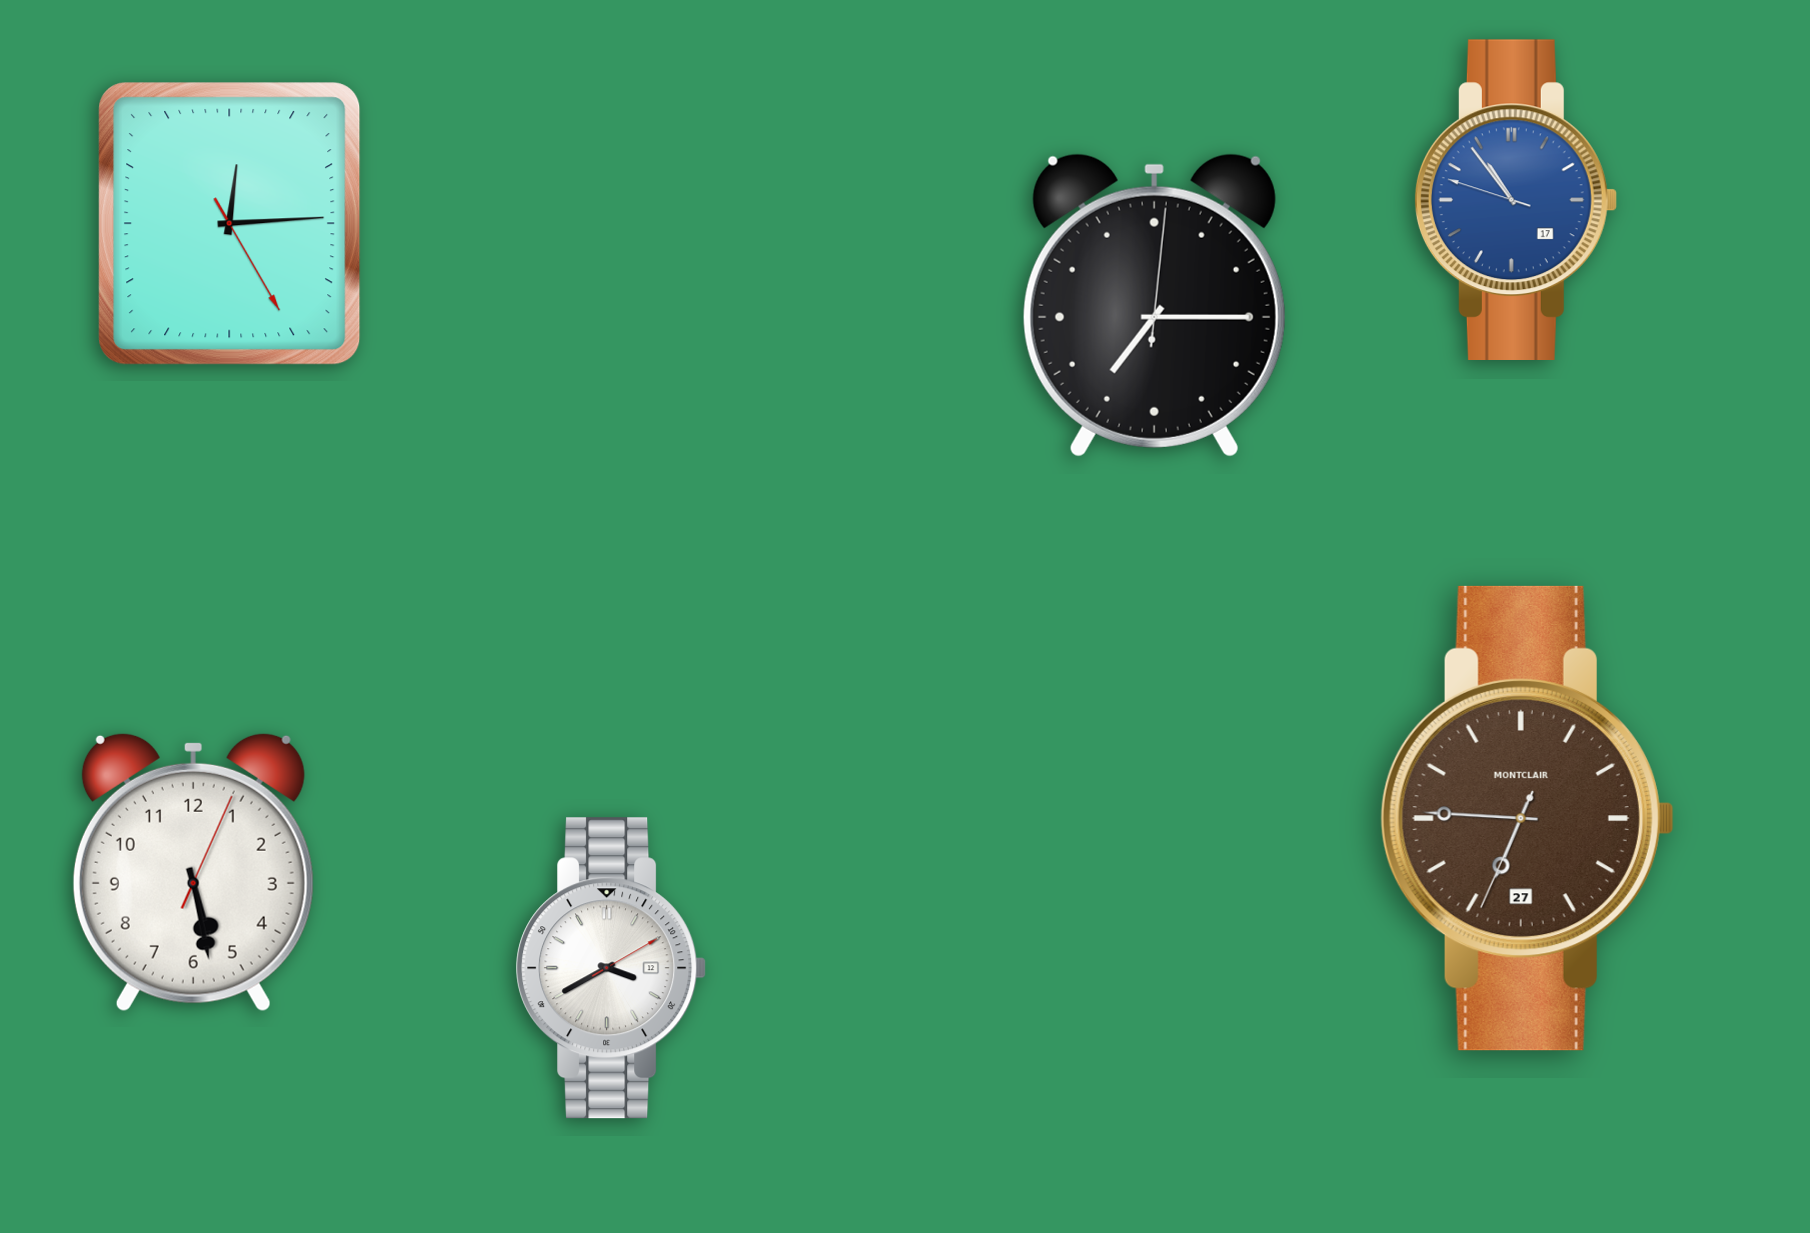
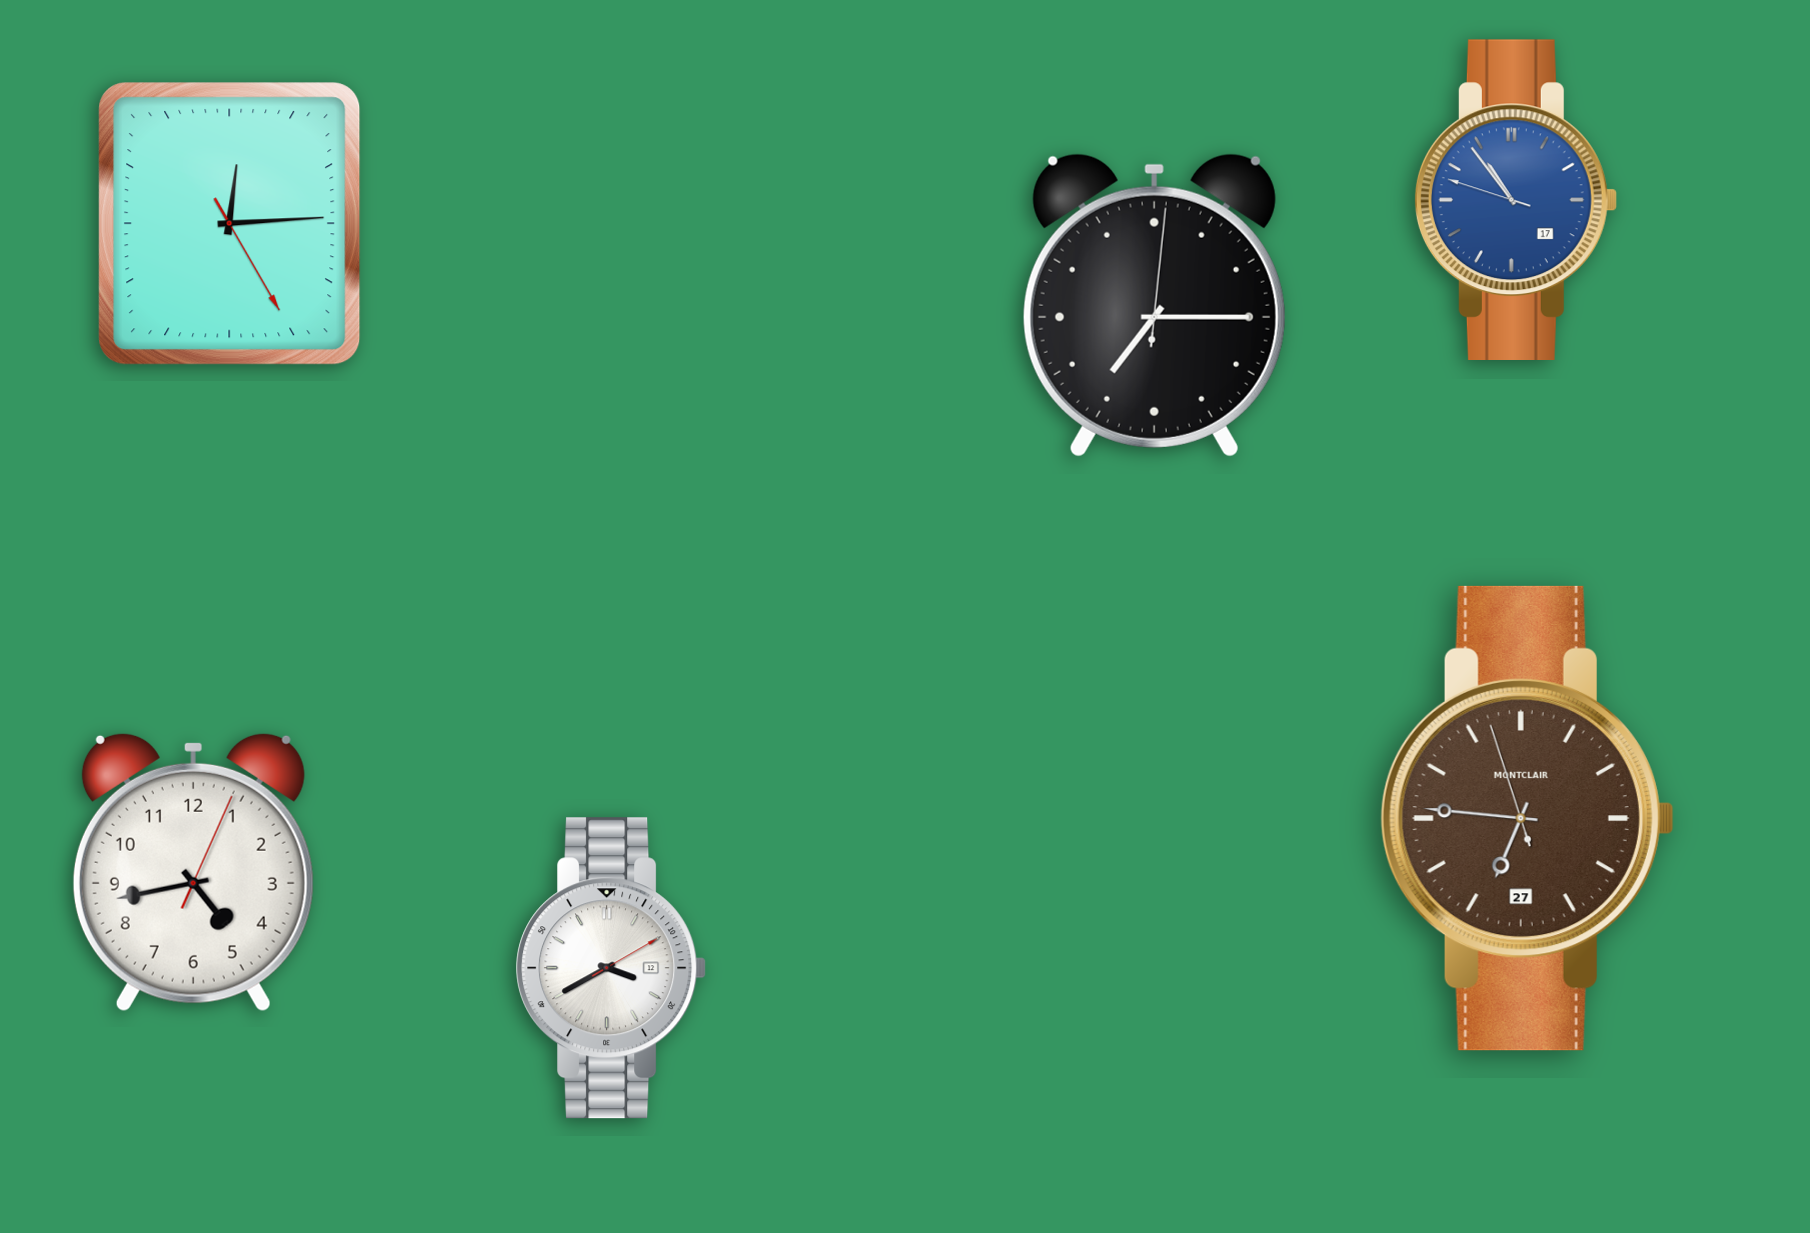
clock at (1527, 818): 6:45:34 -> 6:45:57
clock at (193, 872): 5:28 -> 4:43
